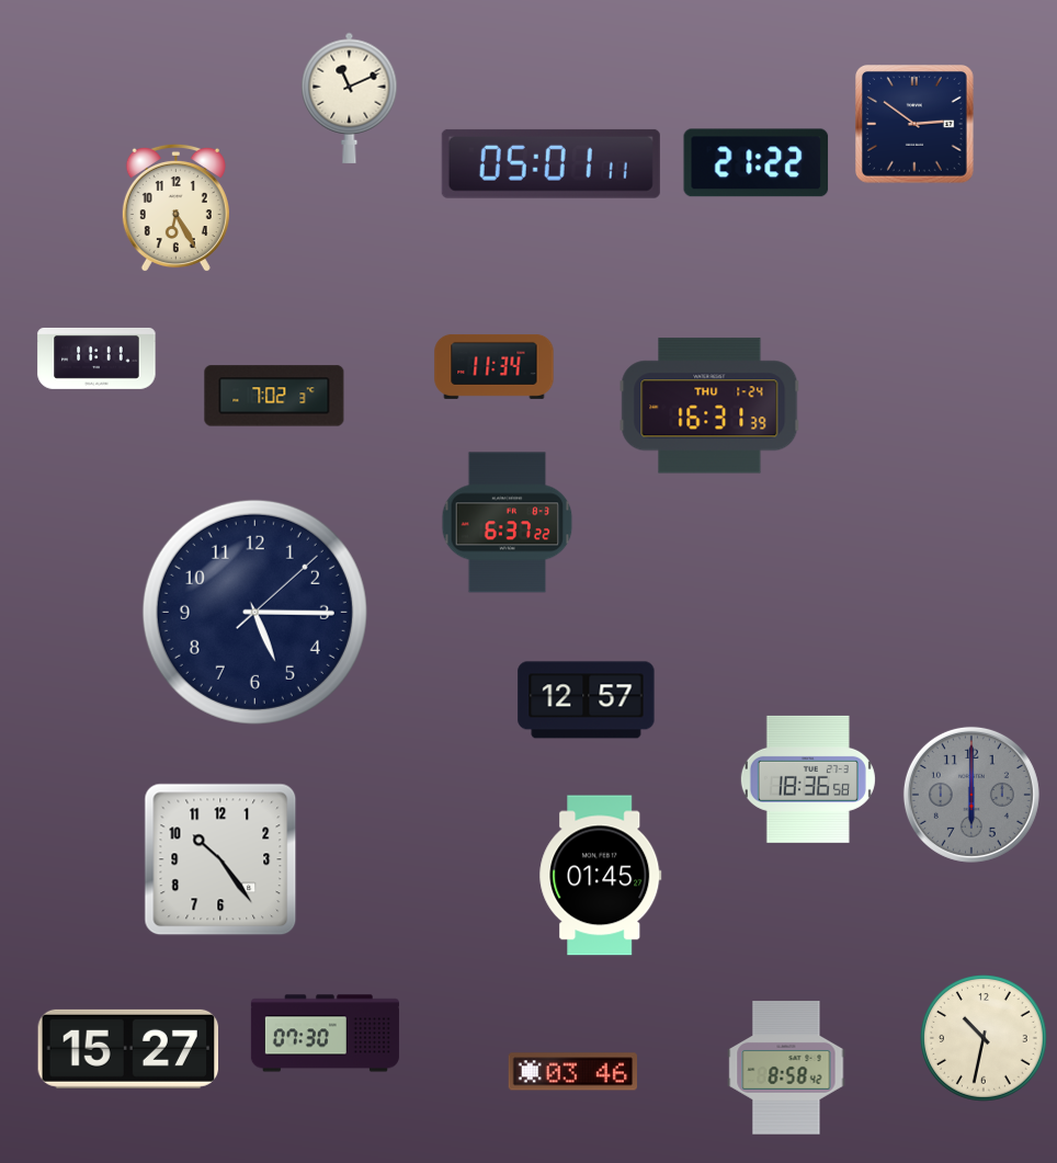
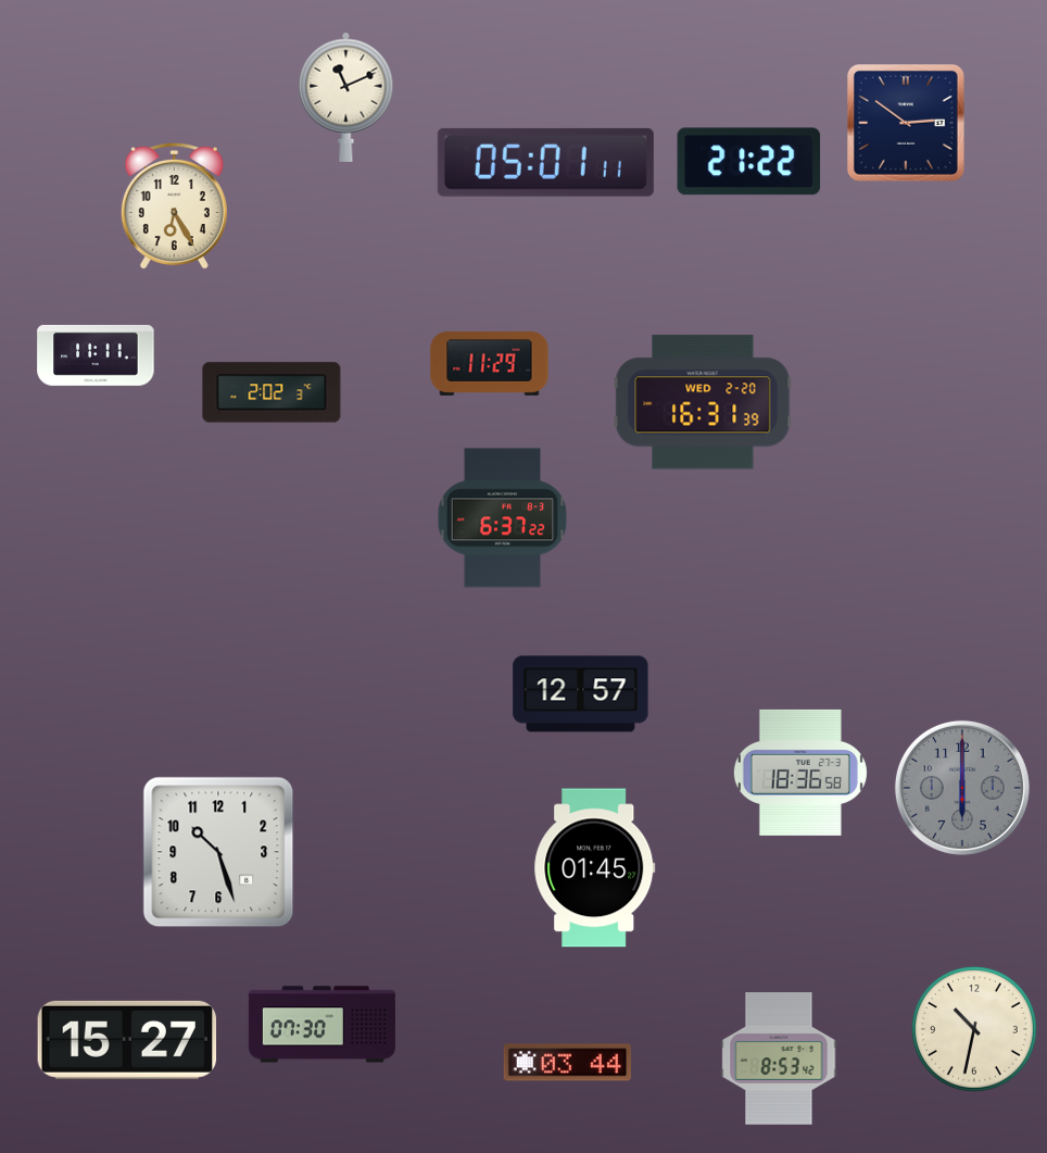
clock at (495, 366): 11:34 -> 11:29
clock at (274, 396): 7:02 -> 2:02
clock at (709, 406) date: THU 1-24 -> WED 2-20
clock at (254, 612): 5:15 -> none
clock at (220, 859): 10:24 -> 10:27
clock at (786, 1068): 8:58 -> 8:53
clock at (572, 1072): 03:46 -> 03:44
